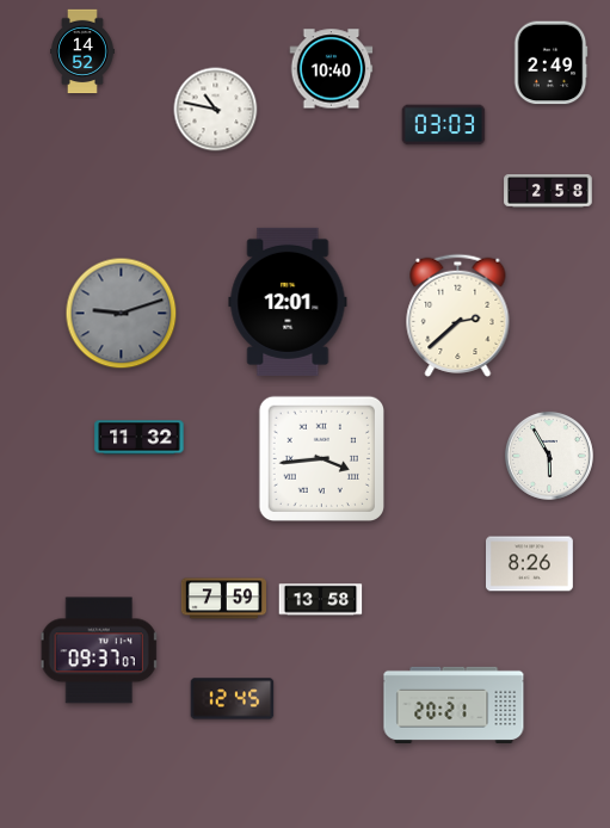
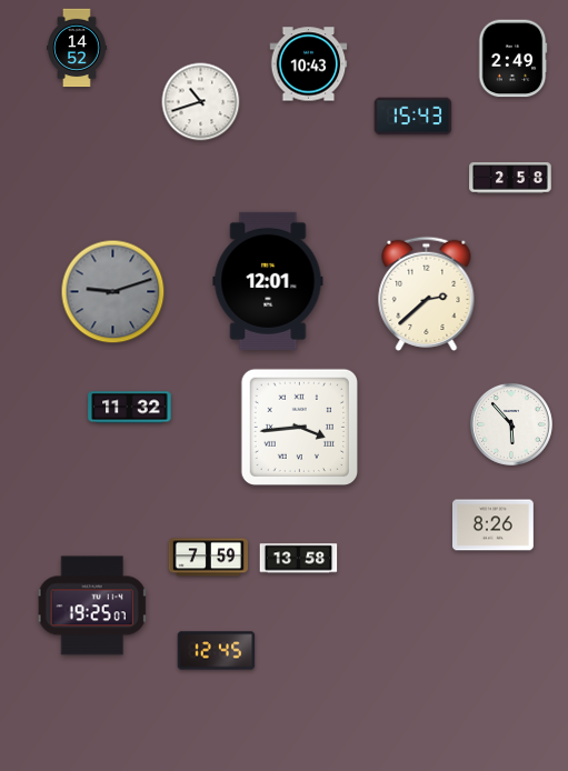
clock at (332, 69): 10:40 -> 10:43
clock at (216, 110): 10:47 -> 10:42
clock at (444, 125): 03:03 -> 15:43
clock at (549, 456): 5:55 -> 5:53
clock at (99, 650): 09:37 -> 19:25
clock at (454, 705): 20:21 -> none
